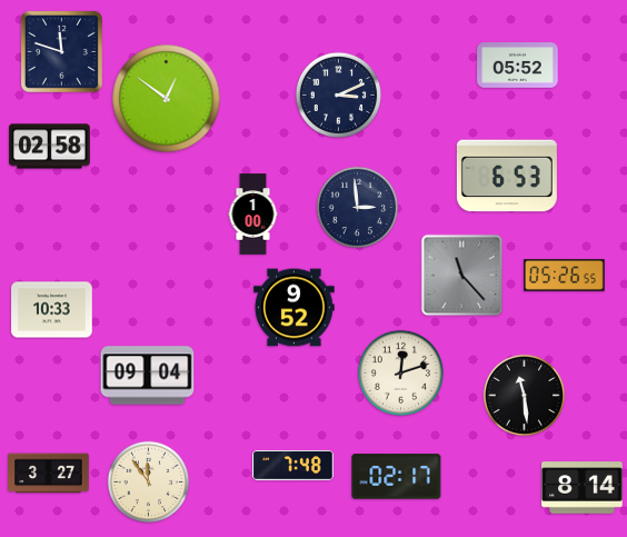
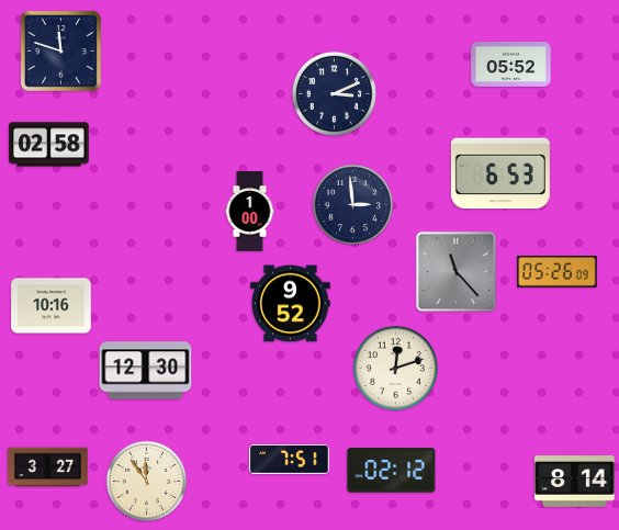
clock at (167, 99): 12:51 -> none
clock at (565, 275): 05:26:55 -> 05:26:09
clock at (52, 310): 10:33 -> 10:16
clock at (148, 376): 09:04 -> 12:30
clock at (525, 396): 11:29 -> none
clock at (293, 466): 7:48 -> 7:51
clock at (397, 477): 02:17 -> 02:12
clock at (149, 483) position: (149, 483) -> (147, 482)
